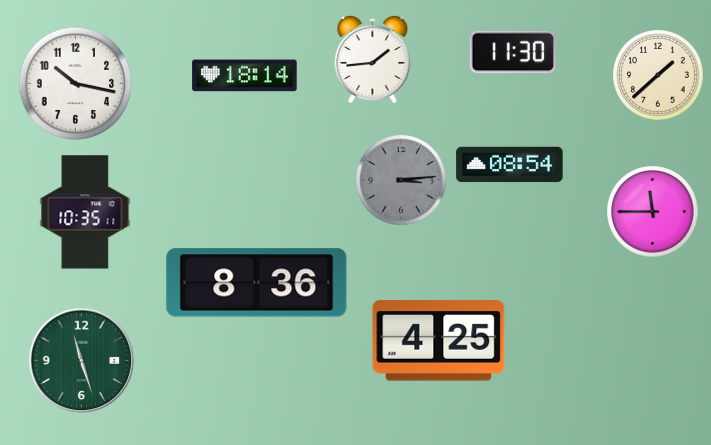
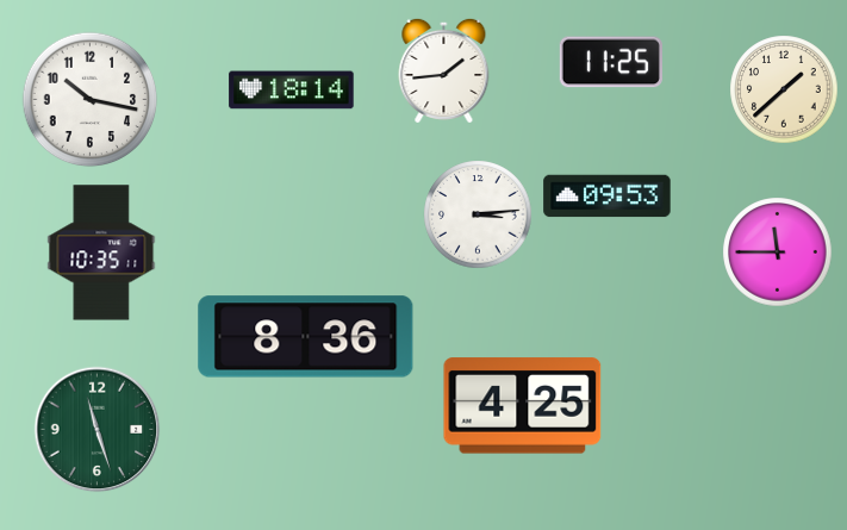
clock at (513, 52): 11:30 -> 11:25
clock at (510, 165): 08:54 -> 09:53
clock at (401, 180) dial: grey -> white
